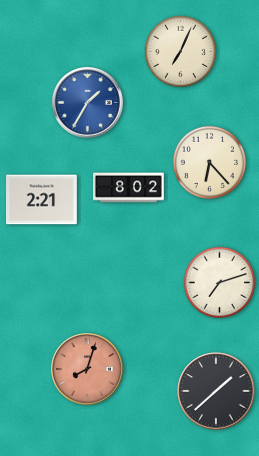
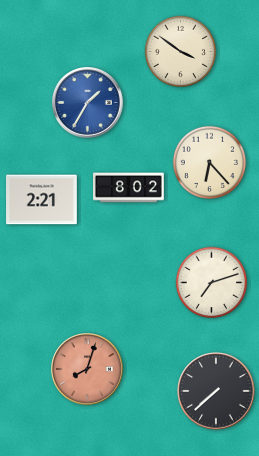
clock at (181, 52): 7:04 -> 3:51
clock at (220, 283) position: (220, 283) -> (212, 283)
clock at (216, 391): 1:38 -> 7:38
